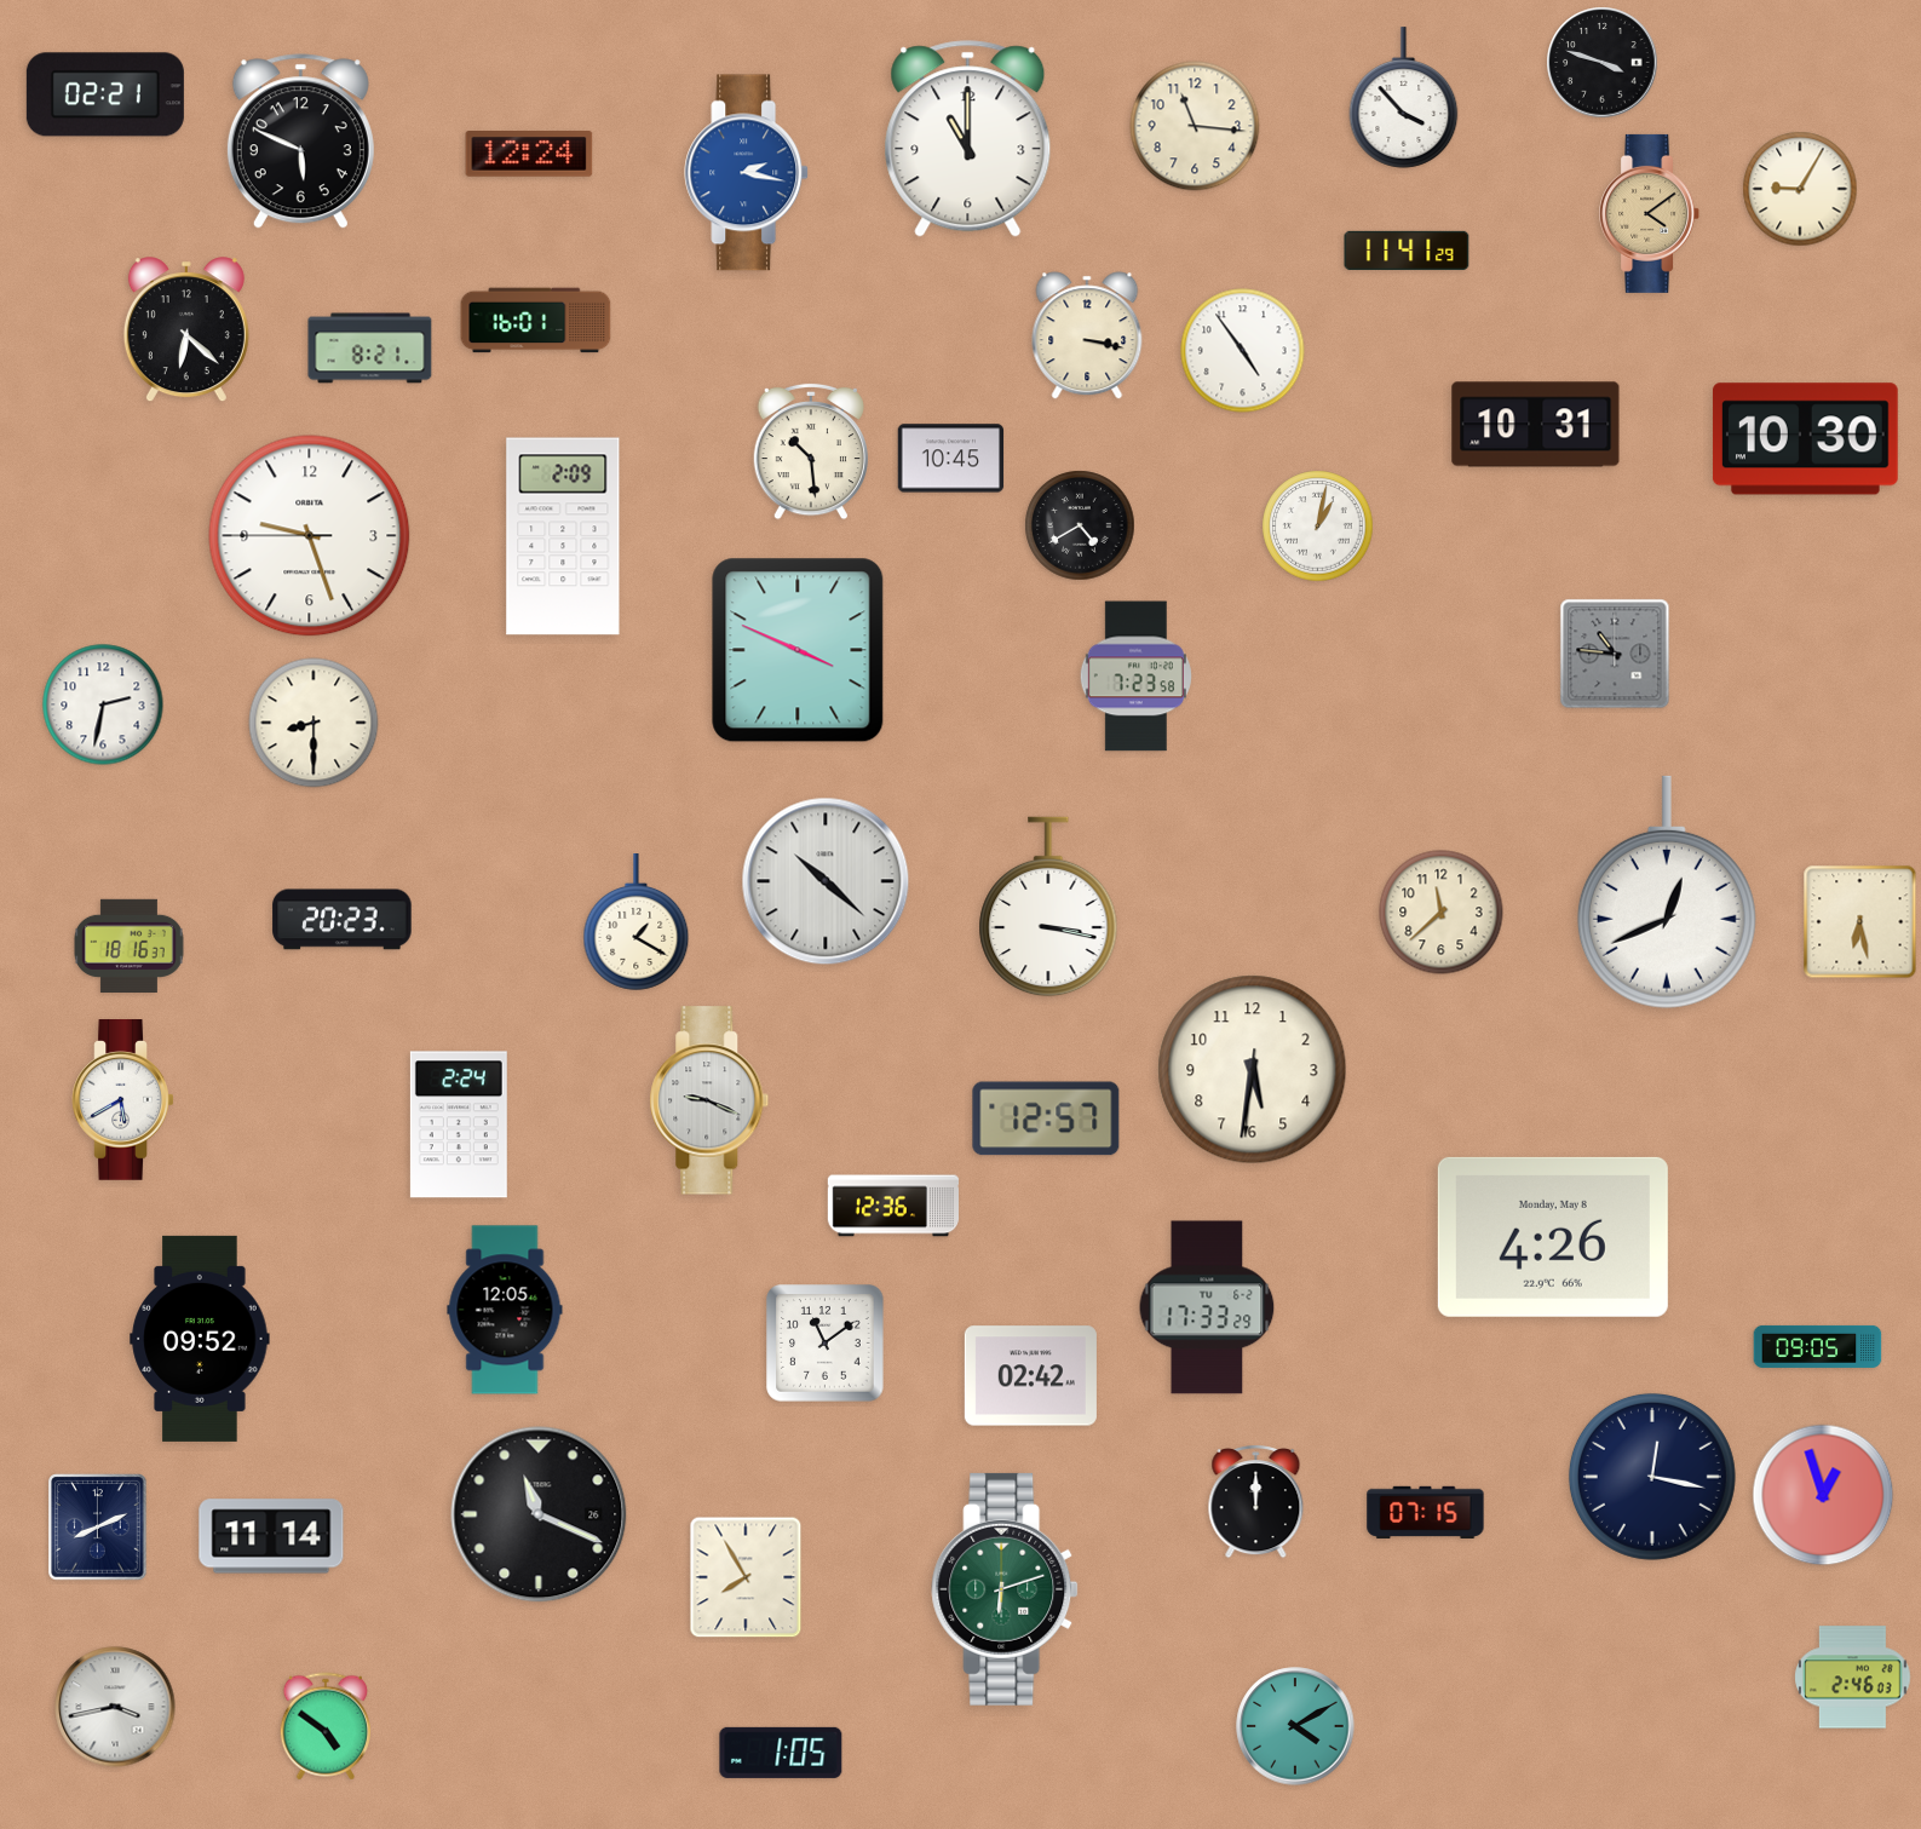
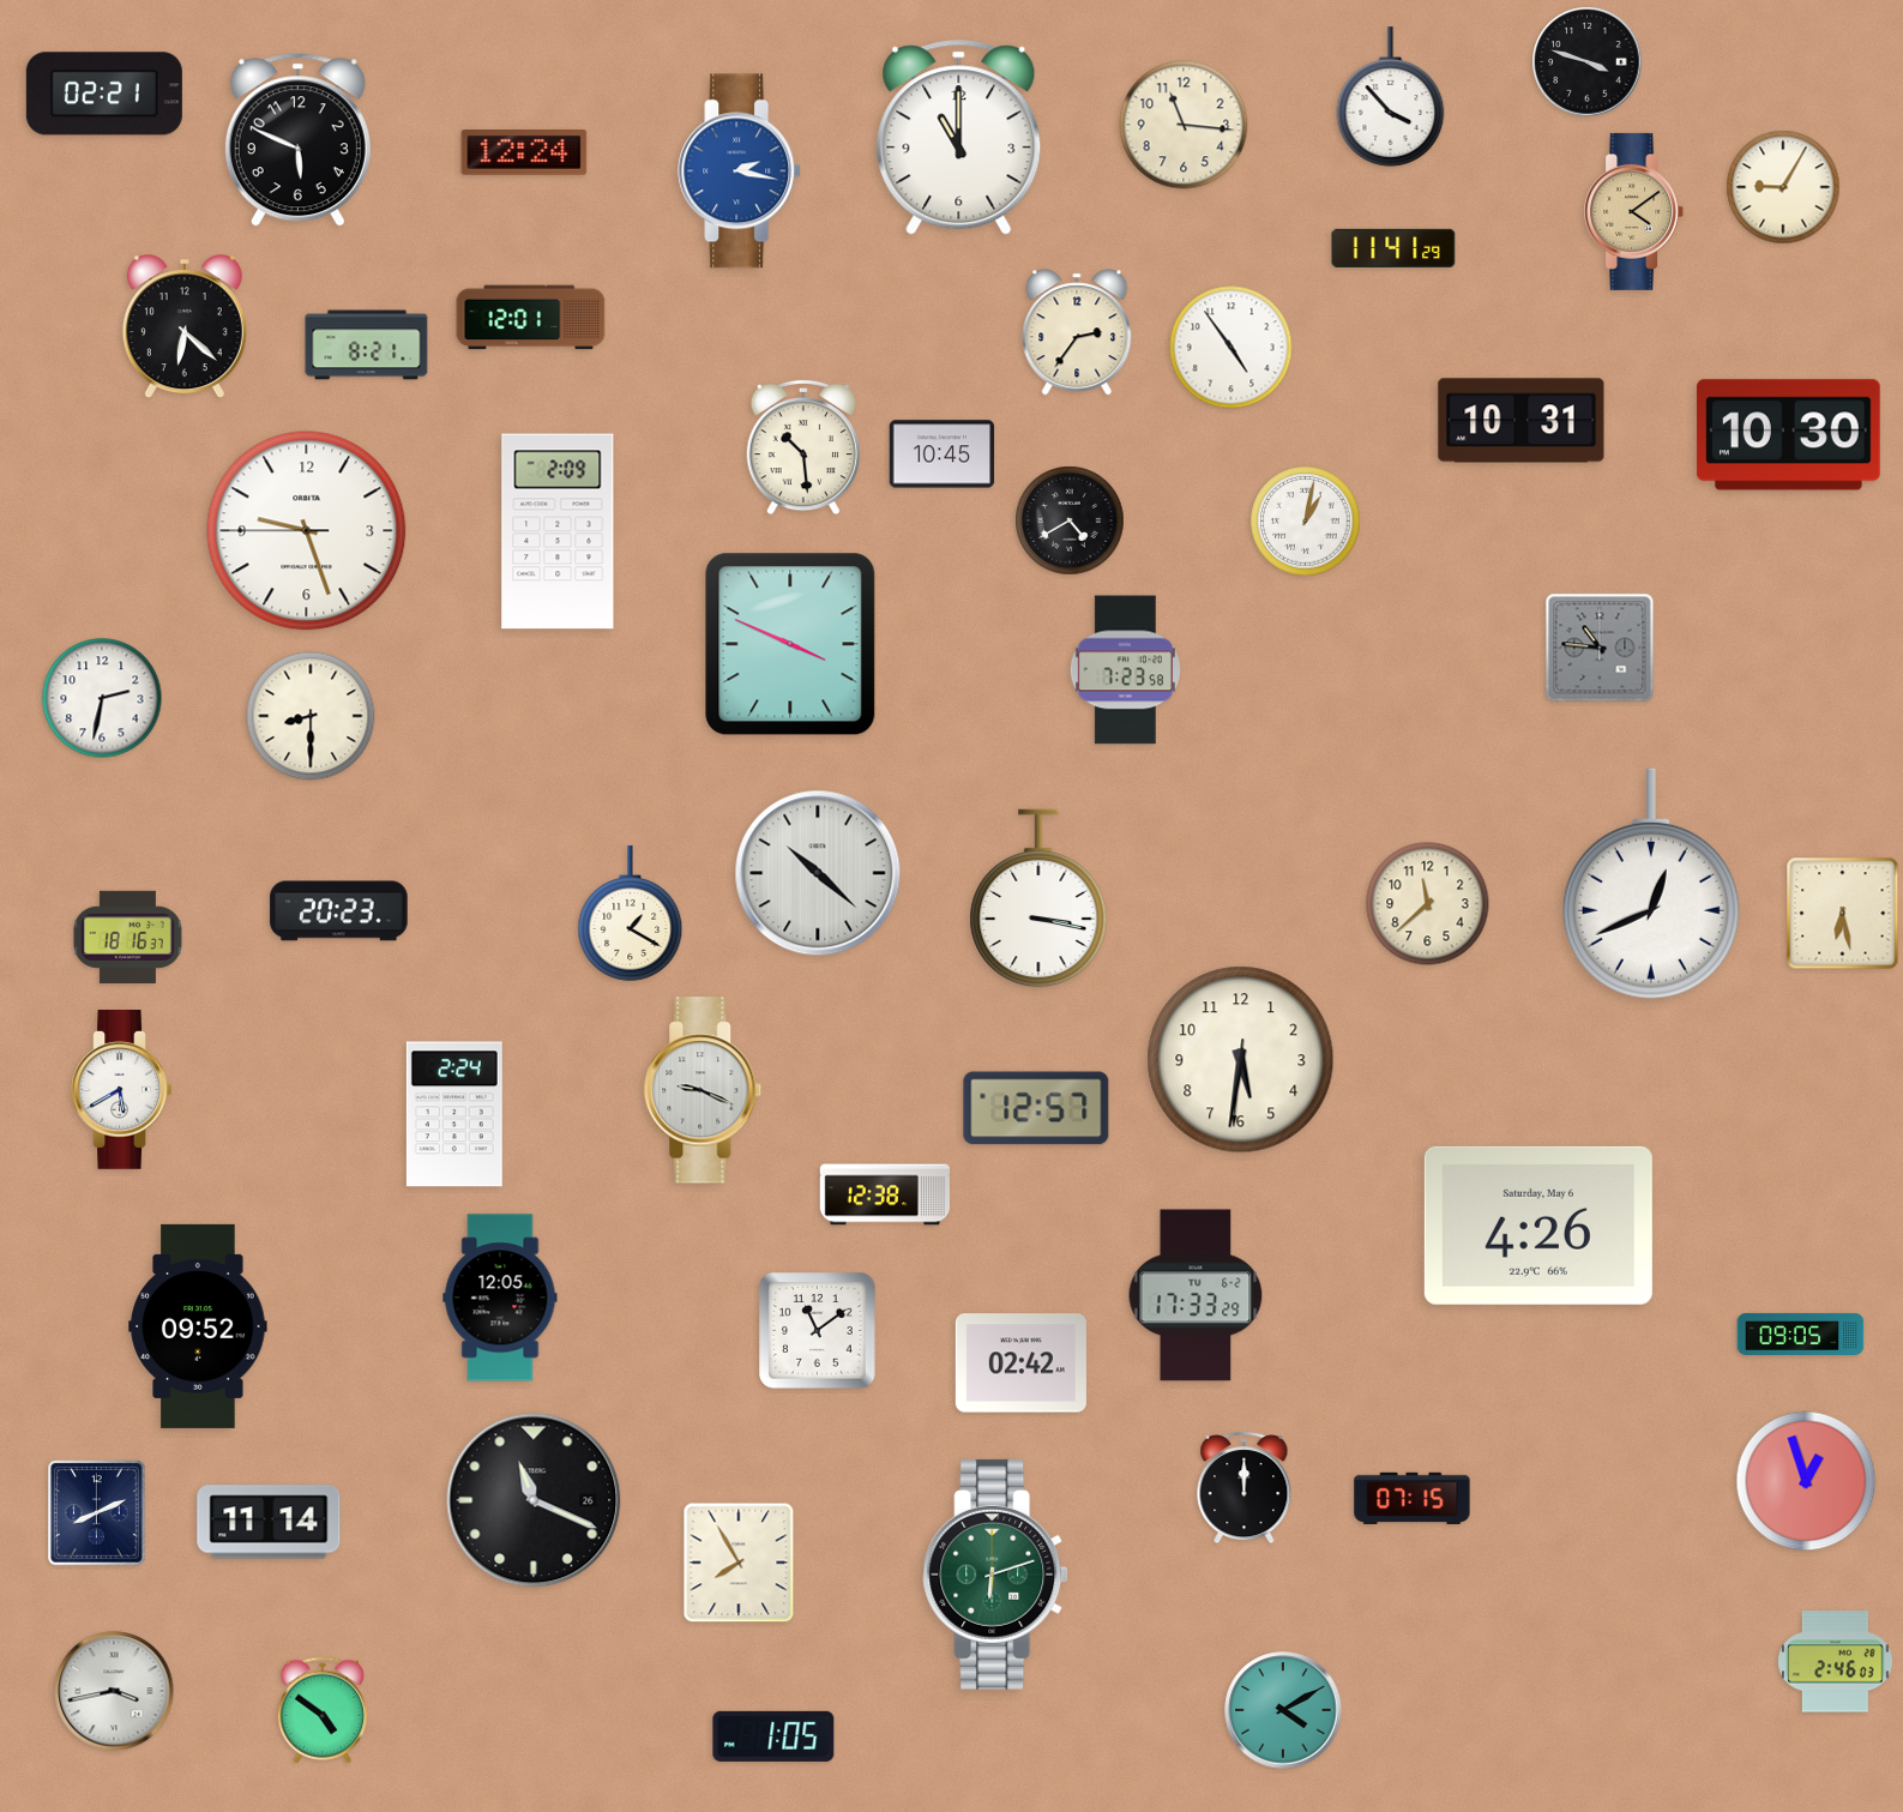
clock at (536, 321): 16:01 -> 12:01
clock at (1087, 335): 3:17 -> 2:36
clock at (892, 1206): 12:36 -> 12:38
clock at (1553, 1237) date: Monday, May 8 -> Saturday, May 6
clock at (1652, 1477): 12:17 -> none
